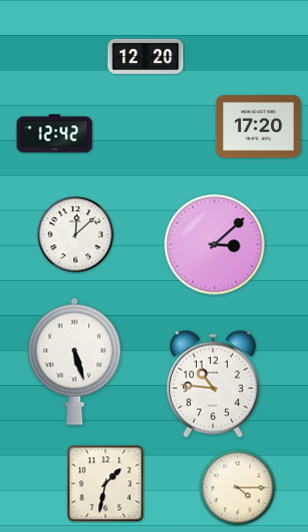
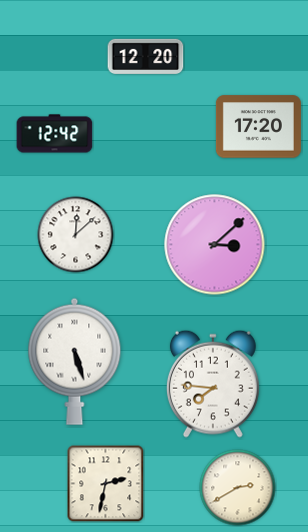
clock at (213, 384): 10:46 -> 7:46
clock at (106, 484): 1:32 -> 2:32
clock at (238, 488): 4:15 -> 2:40
